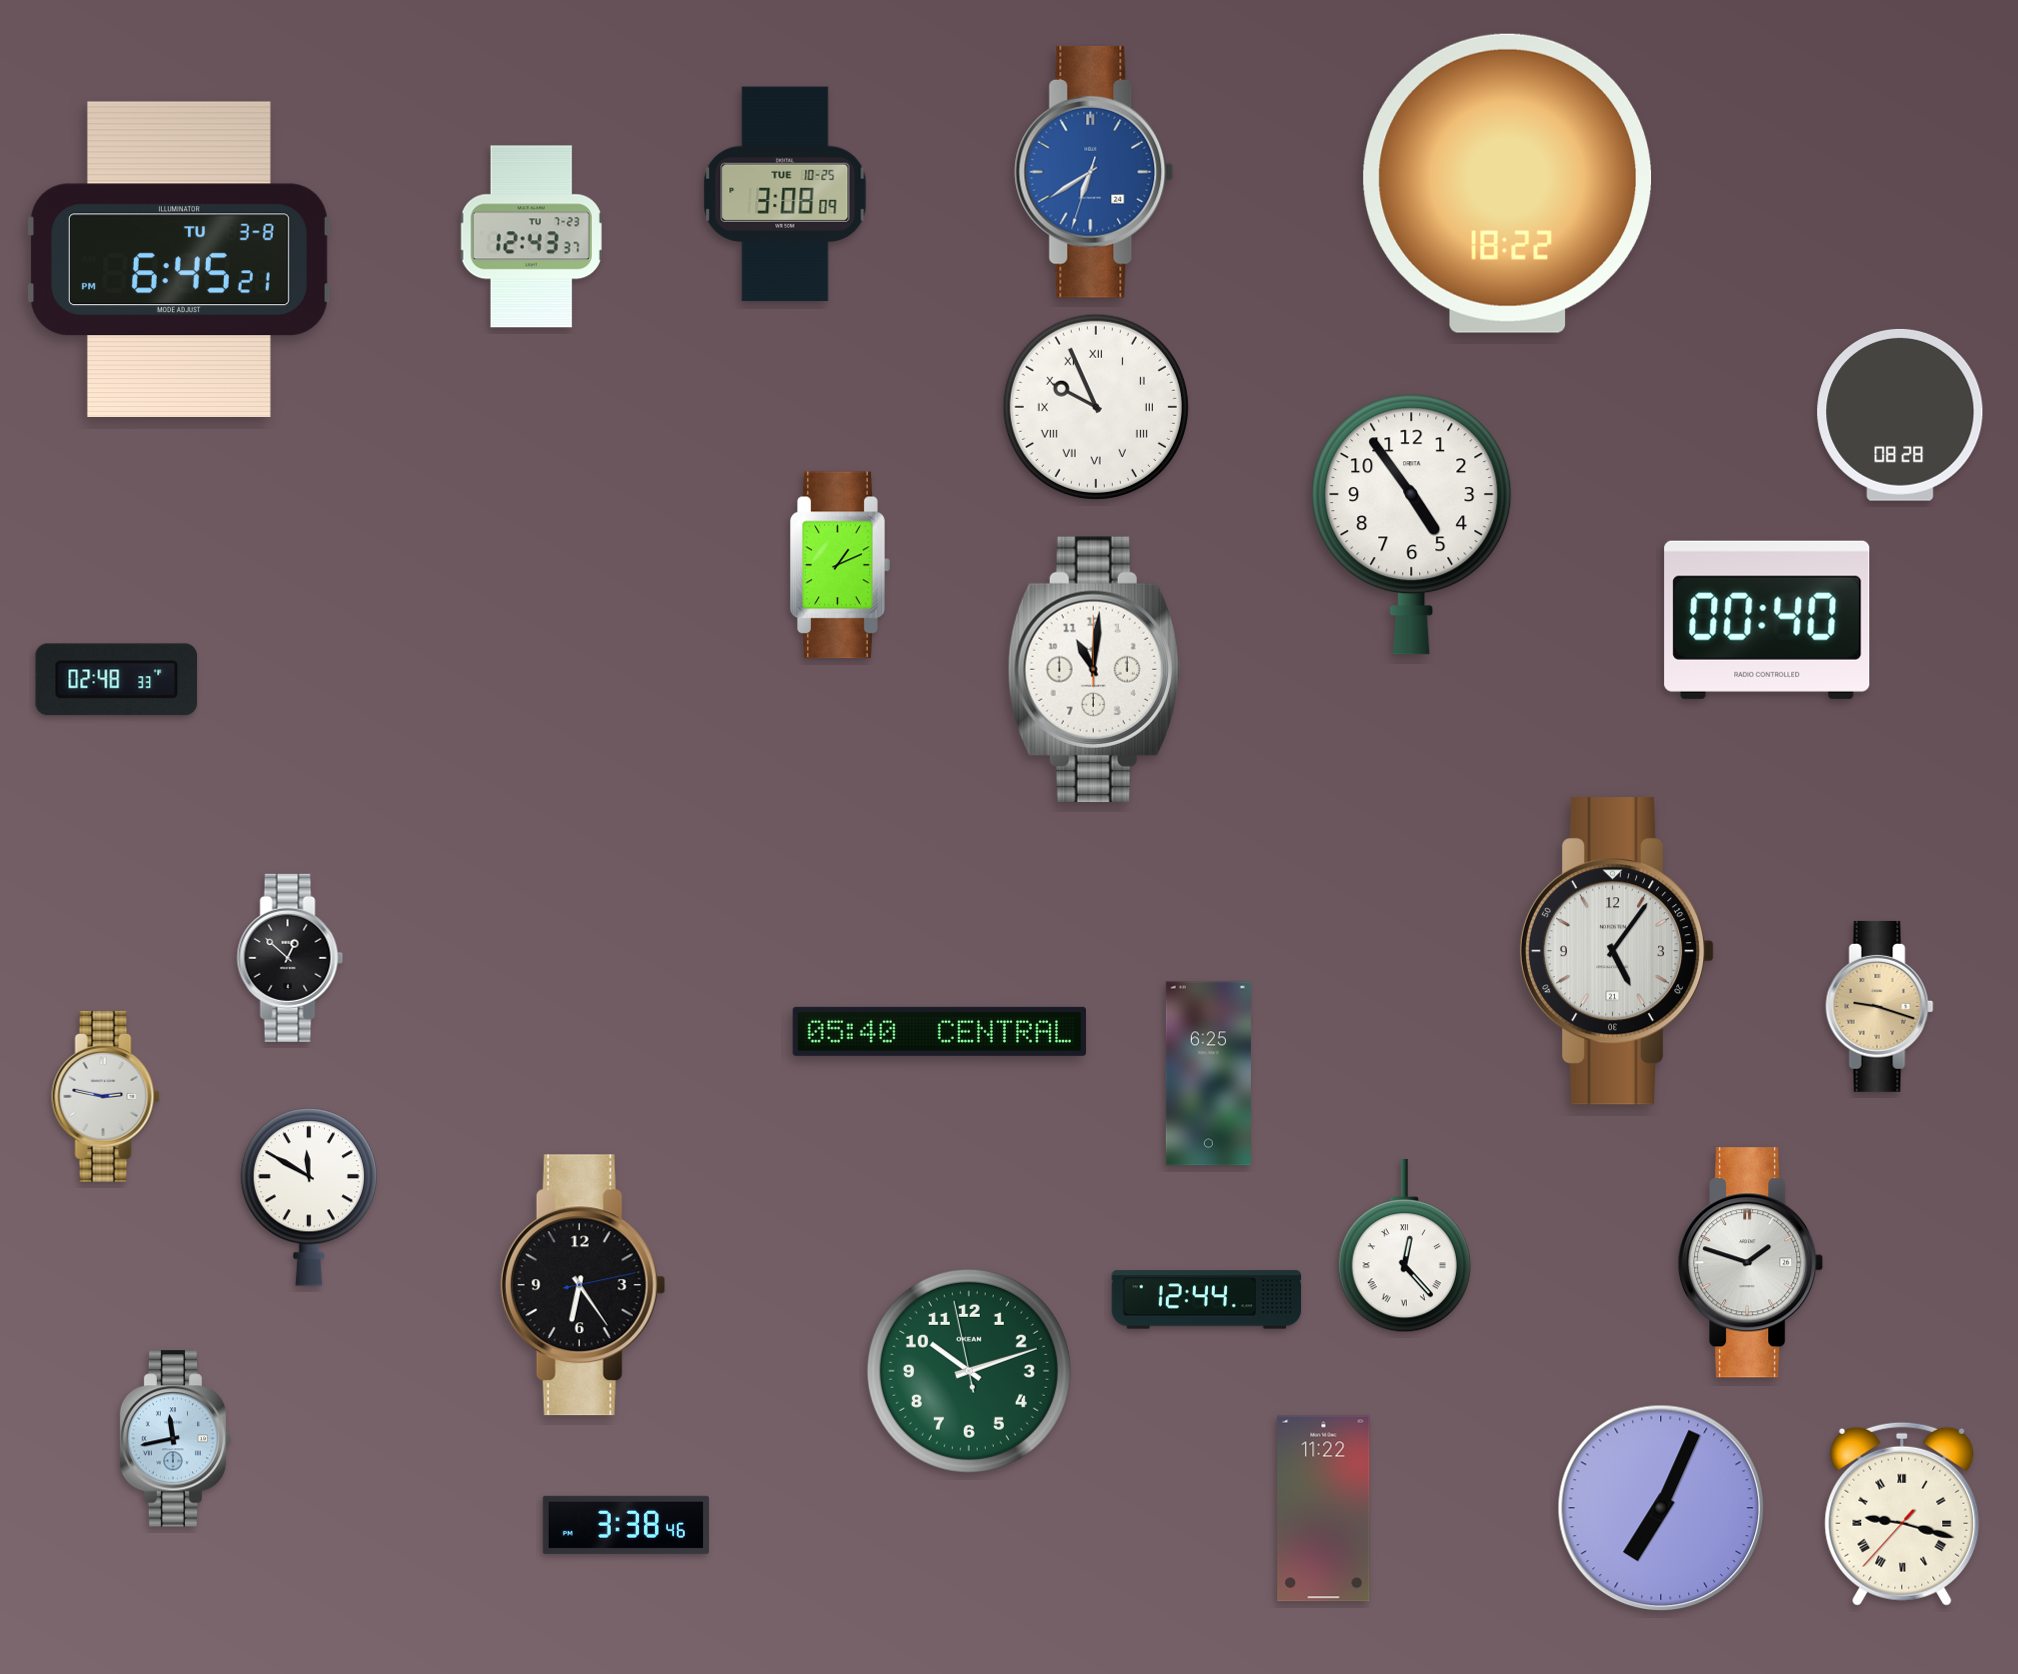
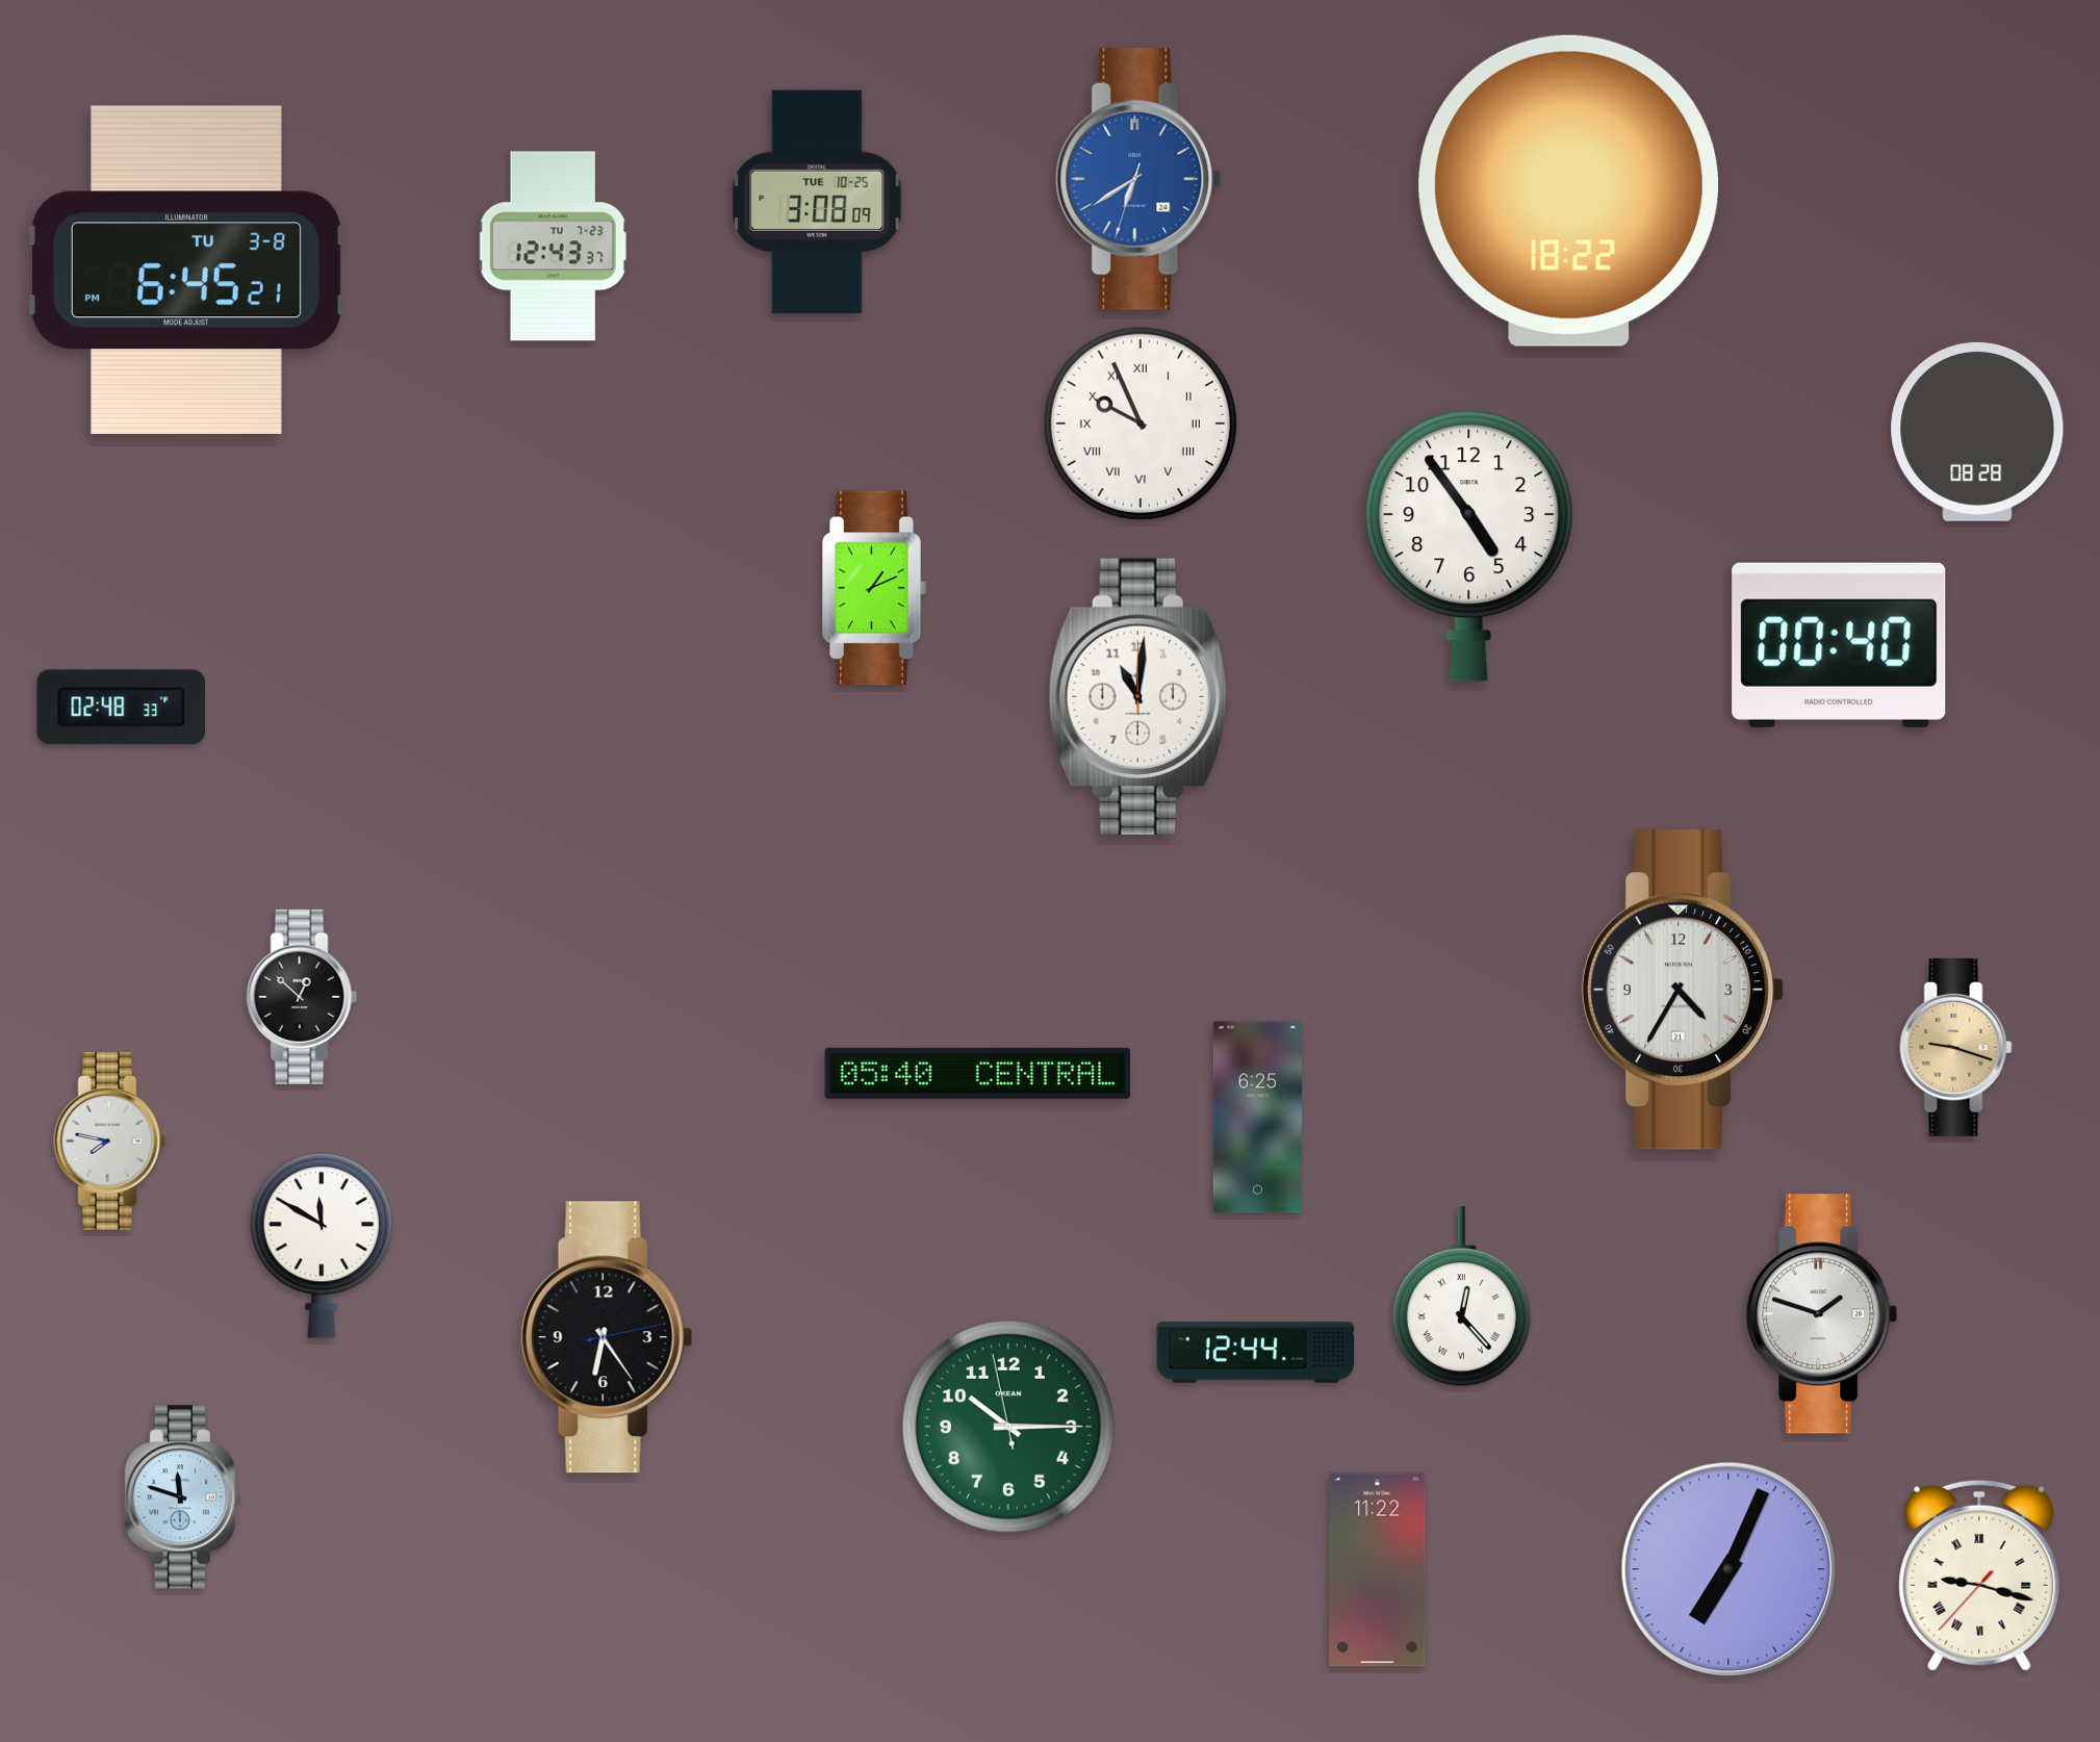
clock at (1617, 951): 5:06 -> 4:35
clock at (106, 1096): 2:47 -> 7:47
clock at (969, 1371): 10:11 -> 10:14
clock at (176, 1439): 11:43 -> 11:48
clock at (626, 1525): 3:38 -> none
